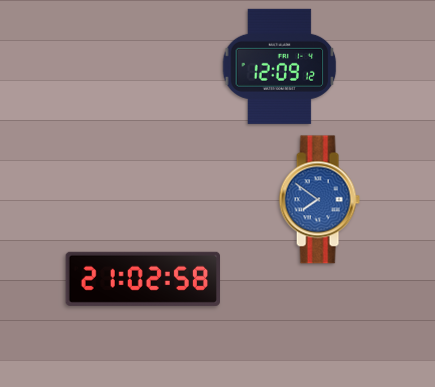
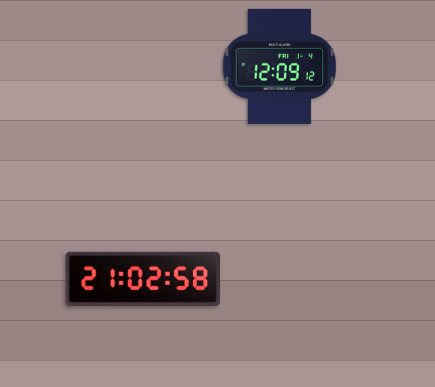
clock at (319, 200): 7:51 -> none
